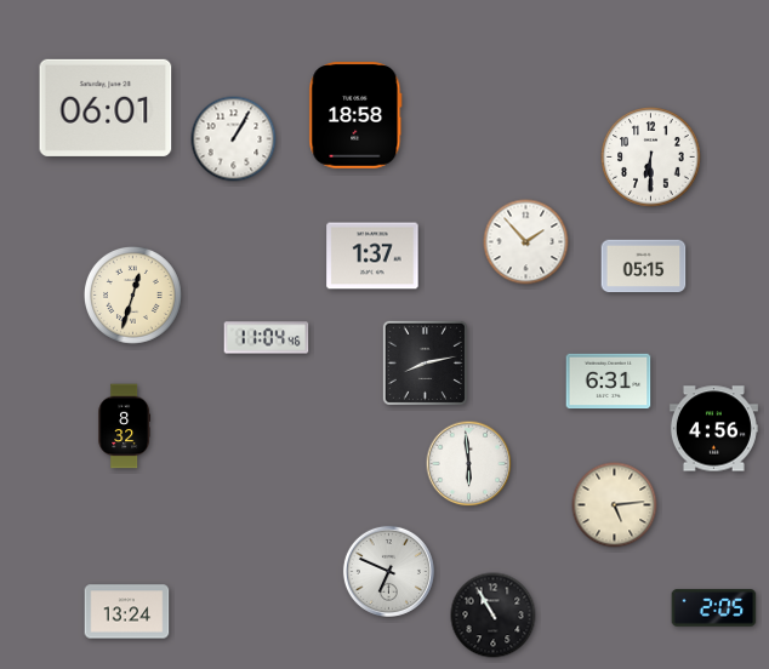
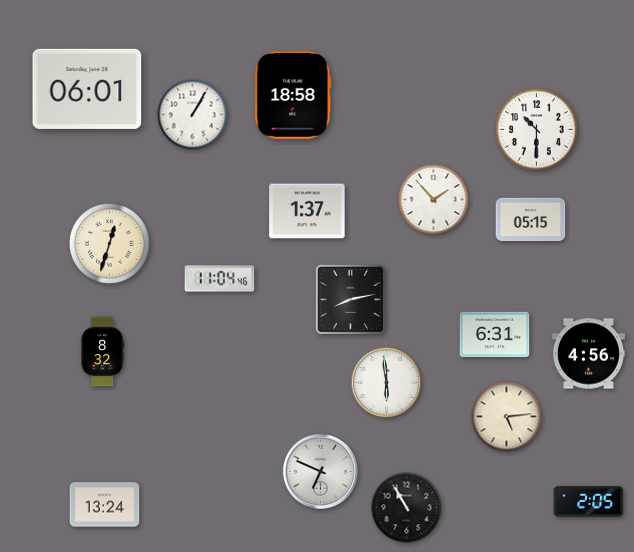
clock at (651, 158): 6:30 -> 10:30
clock at (609, 382) position: (609, 382) -> (495, 335)
